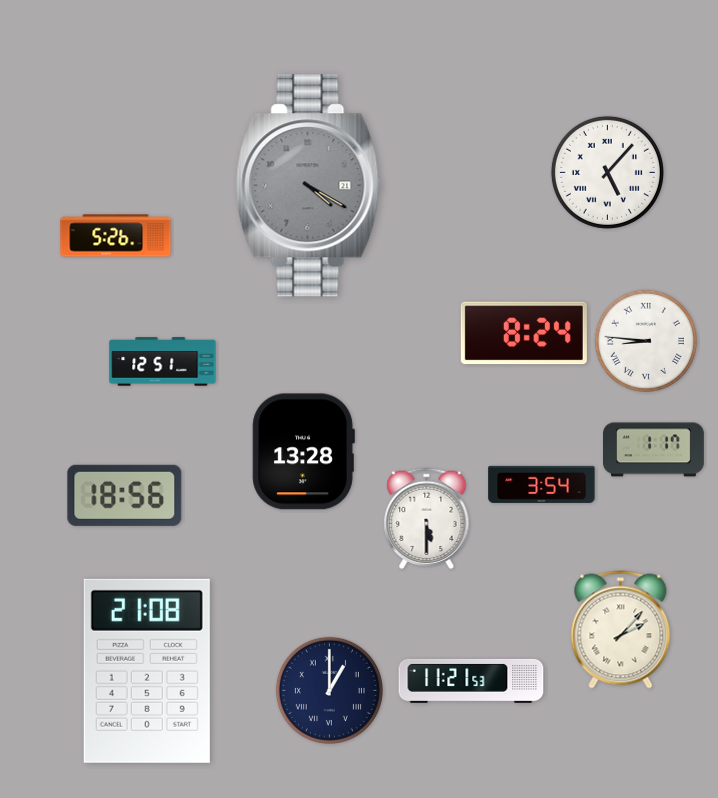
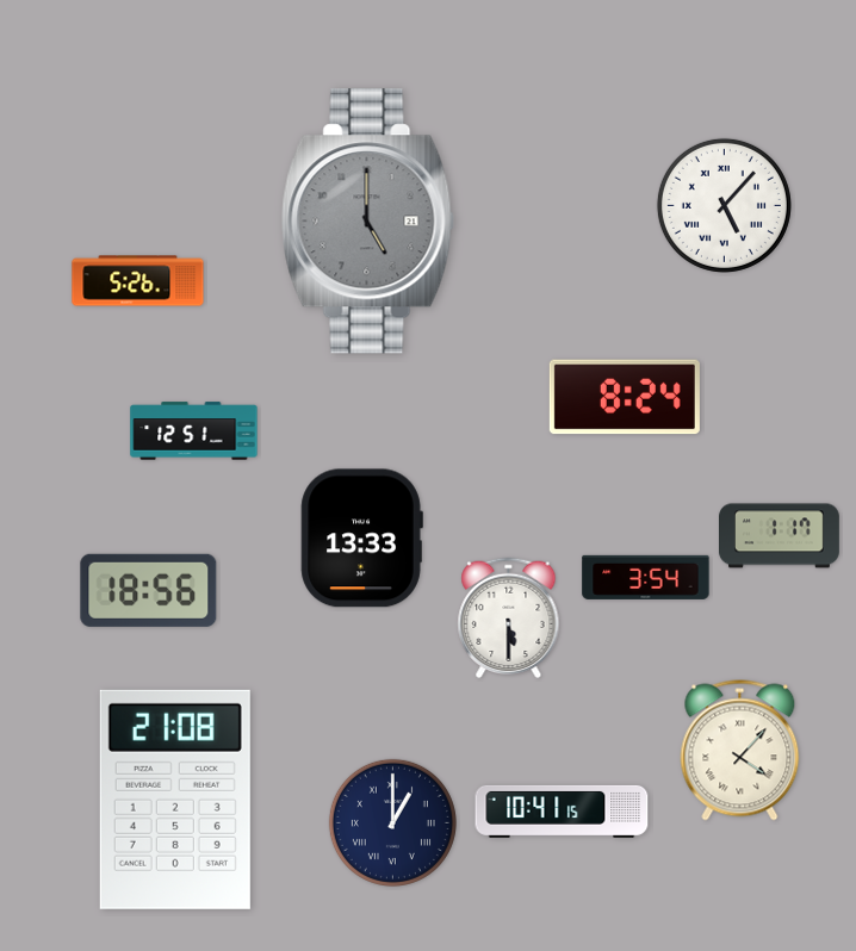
clock at (308, 186): 4:20 -> 5:00
clock at (646, 341): 8:46 -> none
clock at (303, 452): 13:28 -> 13:33
clock at (621, 630): 2:07 -> 4:07
clock at (471, 681): 11:21 -> 10:41
